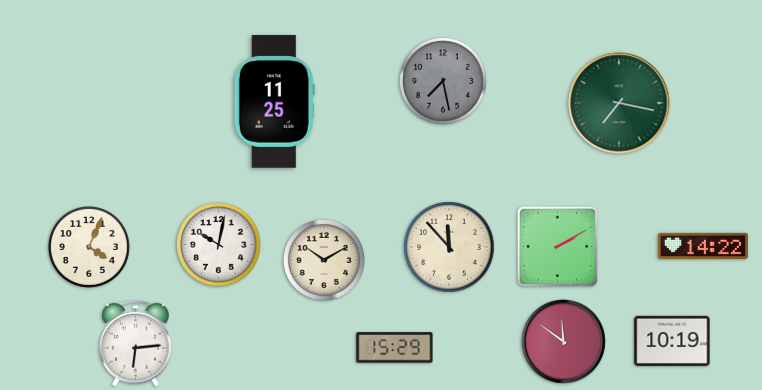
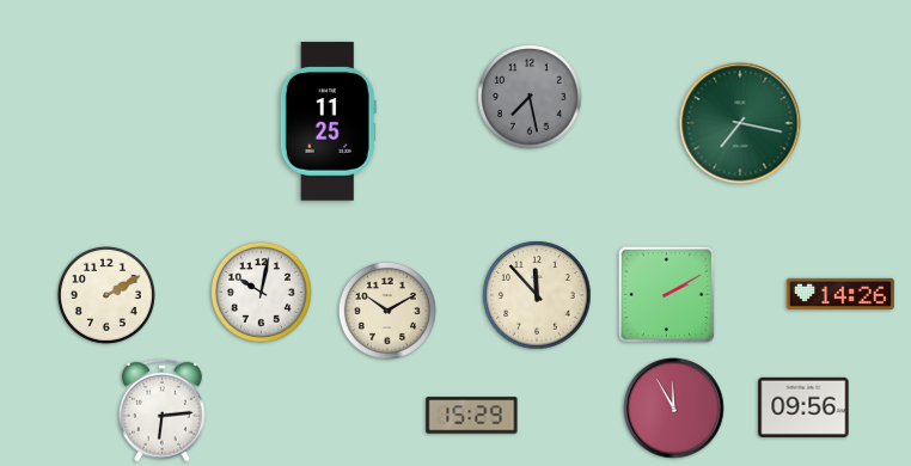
clock at (703, 246): 14:22 -> 14:26
clock at (89, 247): 4:04 -> 2:10
clock at (672, 341): 10:19 -> 09:56
clock at (564, 342): 11:51 -> 11:55
